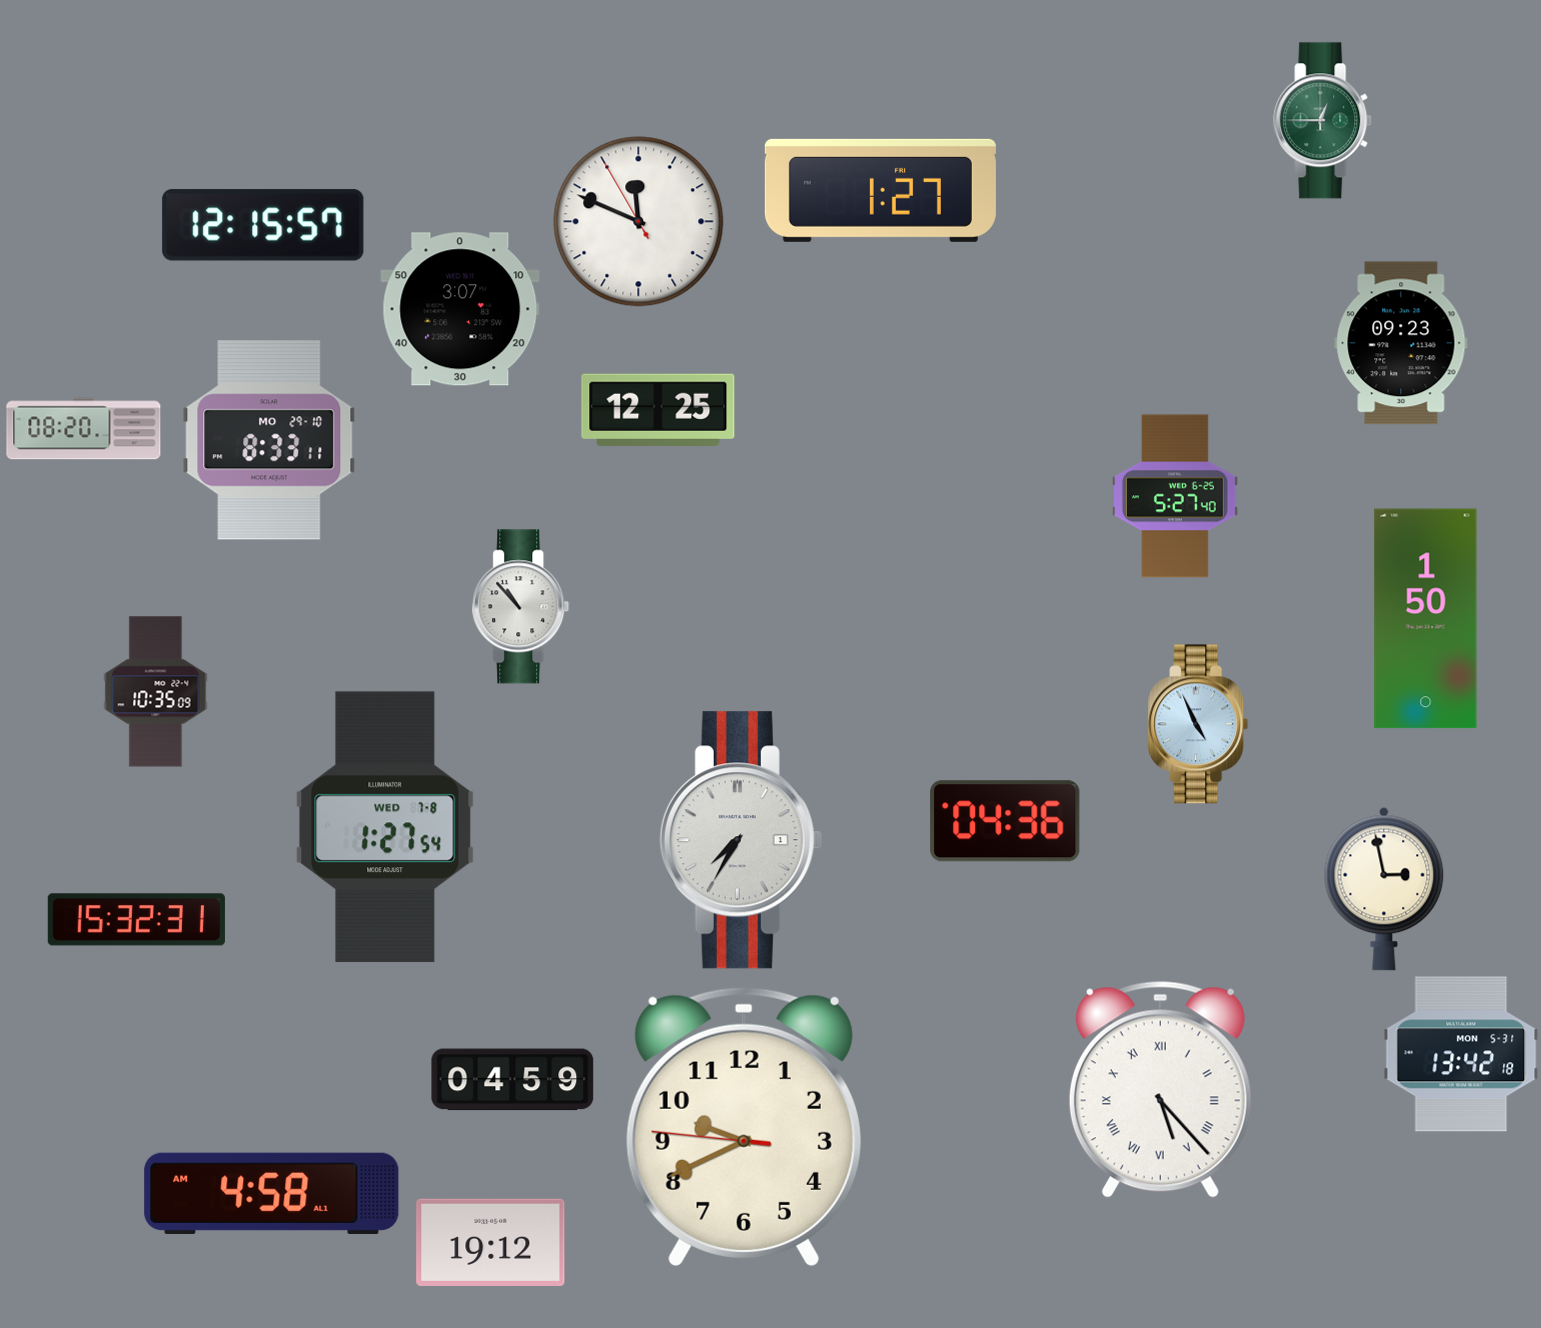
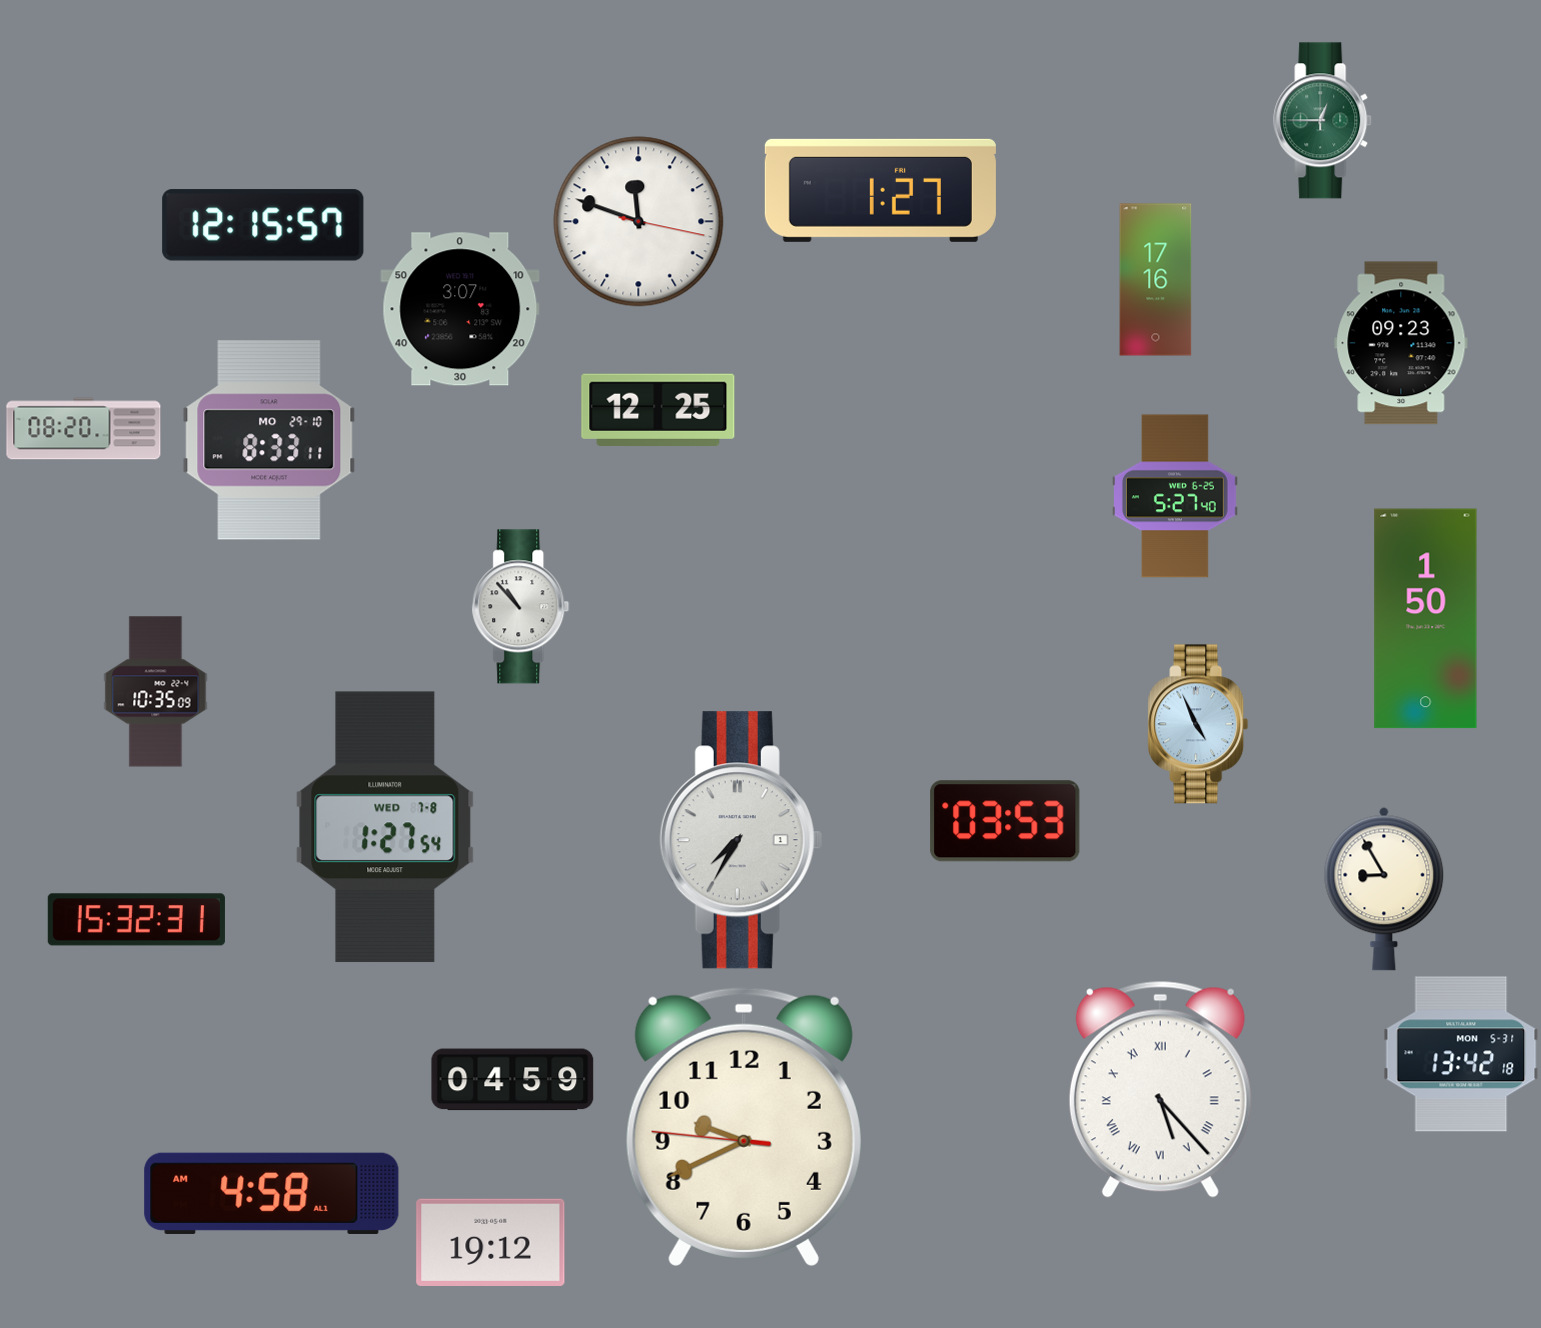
clock at (639, 222): 11:48:55 -> 11:48:17
clock at (1156, 280): none -> 17:16
clock at (1005, 821): 04:36 -> 03:53
clock at (1384, 889): 2:58 -> 8:55
